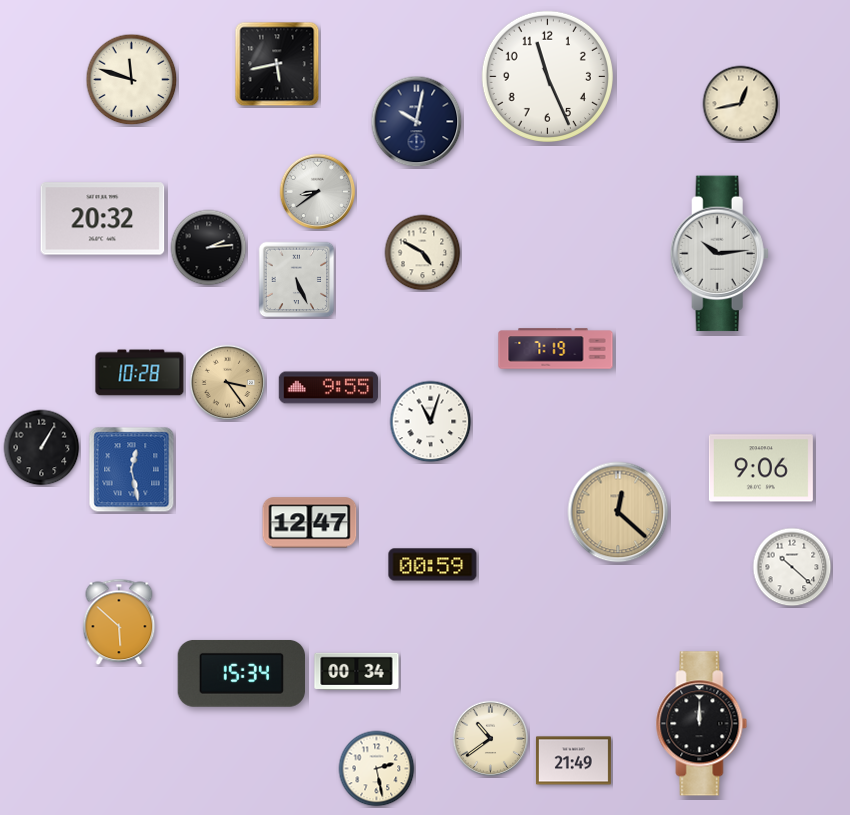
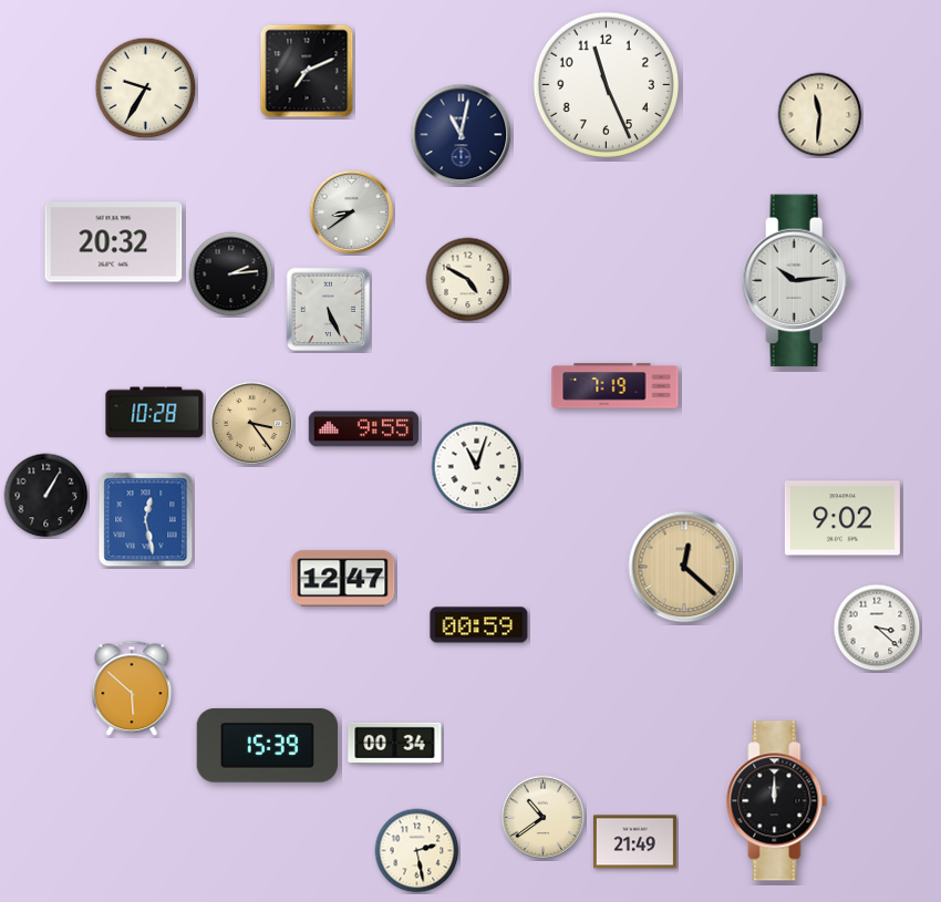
clock at (277, 64): 5:43 -> 7:11
clock at (132, 80): 11:48 -> 9:35
clock at (741, 104): 12:43 -> 11:31
clock at (417, 122): 10:02 -> 11:02
clock at (761, 468): 9:06 -> 9:02
clock at (792, 567): 10:22 -> 3:22
clock at (242, 673): 15:34 -> 15:39
